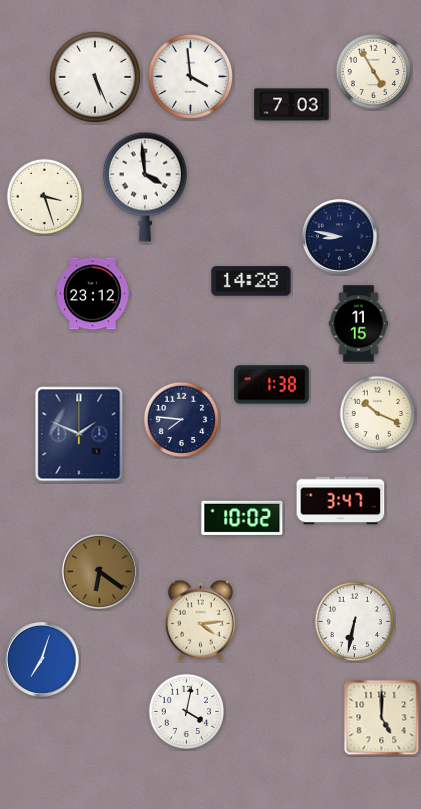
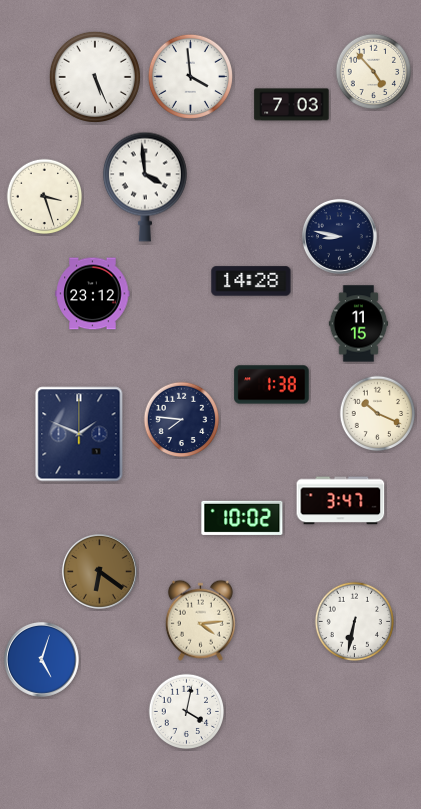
clock at (374, 72): 4:55 -> 4:53
clock at (41, 659): 7:03 -> 5:03
clock at (382, 718): 5:00 -> none
